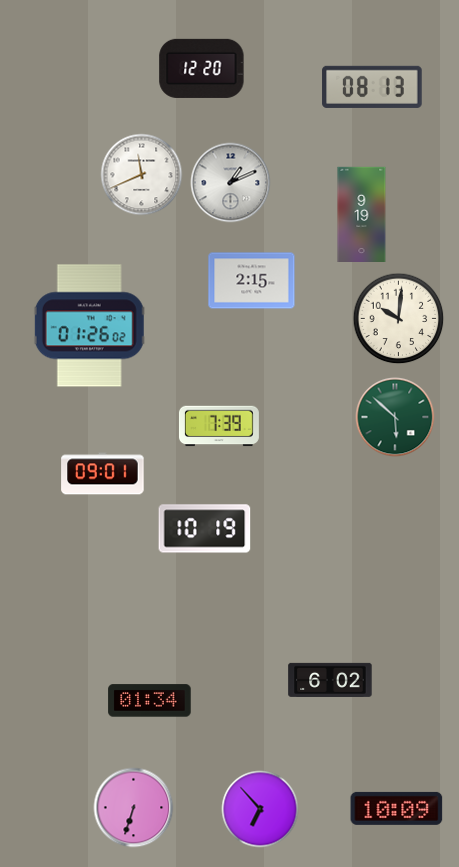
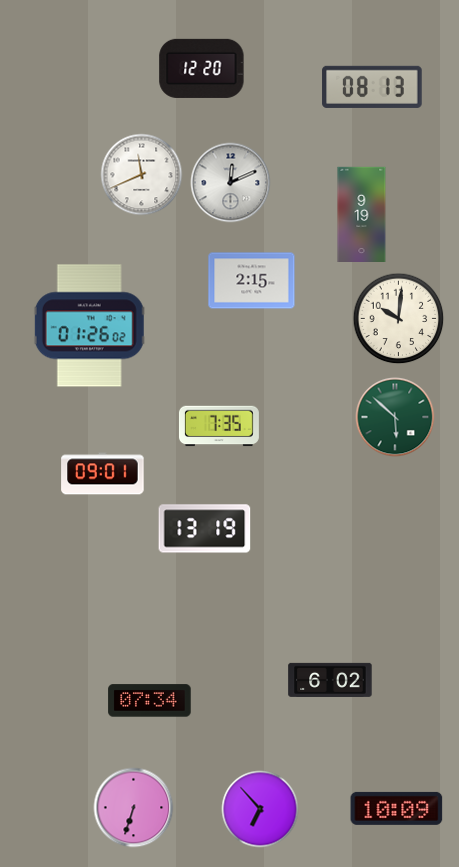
clock at (231, 183): 1:11 -> 12:11
clock at (219, 426): 7:39 -> 7:35
clock at (205, 529): 10:19 -> 13:19
clock at (150, 701): 01:34 -> 07:34
